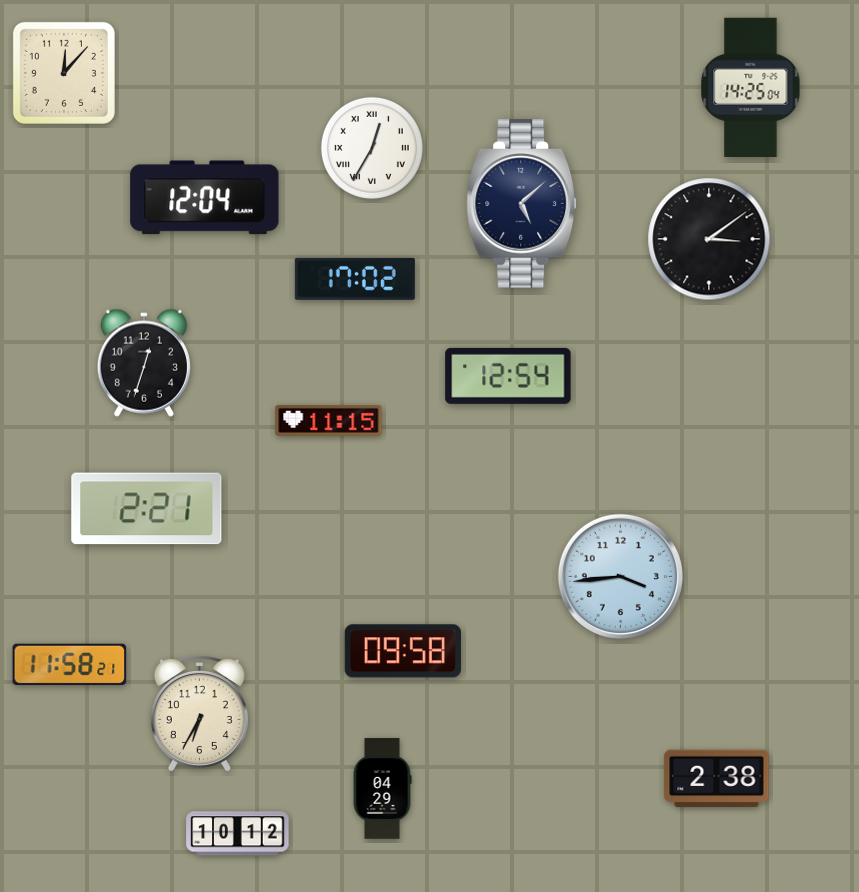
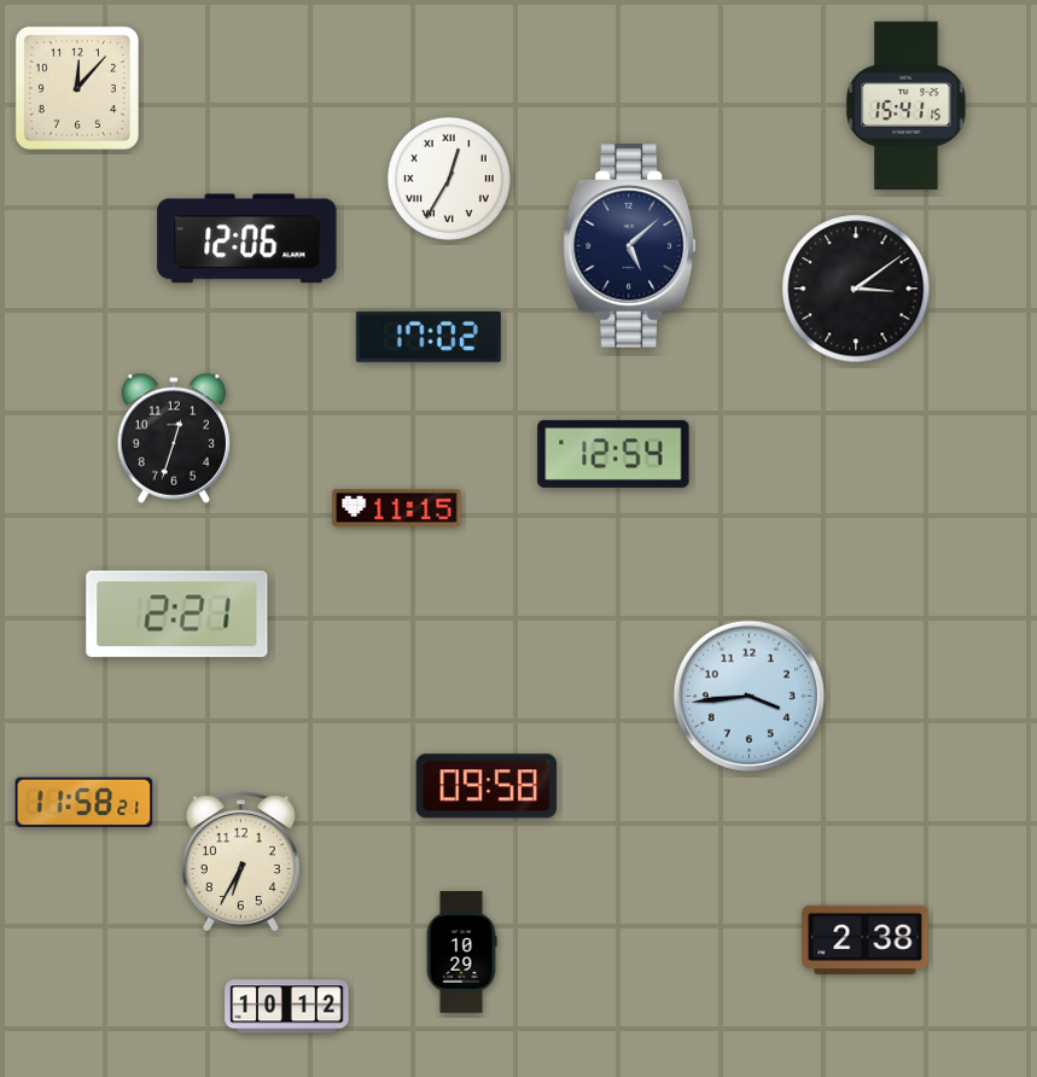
clock at (751, 87): 14:25 -> 15:41
clock at (205, 198): 12:04 -> 12:06
clock at (382, 789): 04:29 -> 10:29
